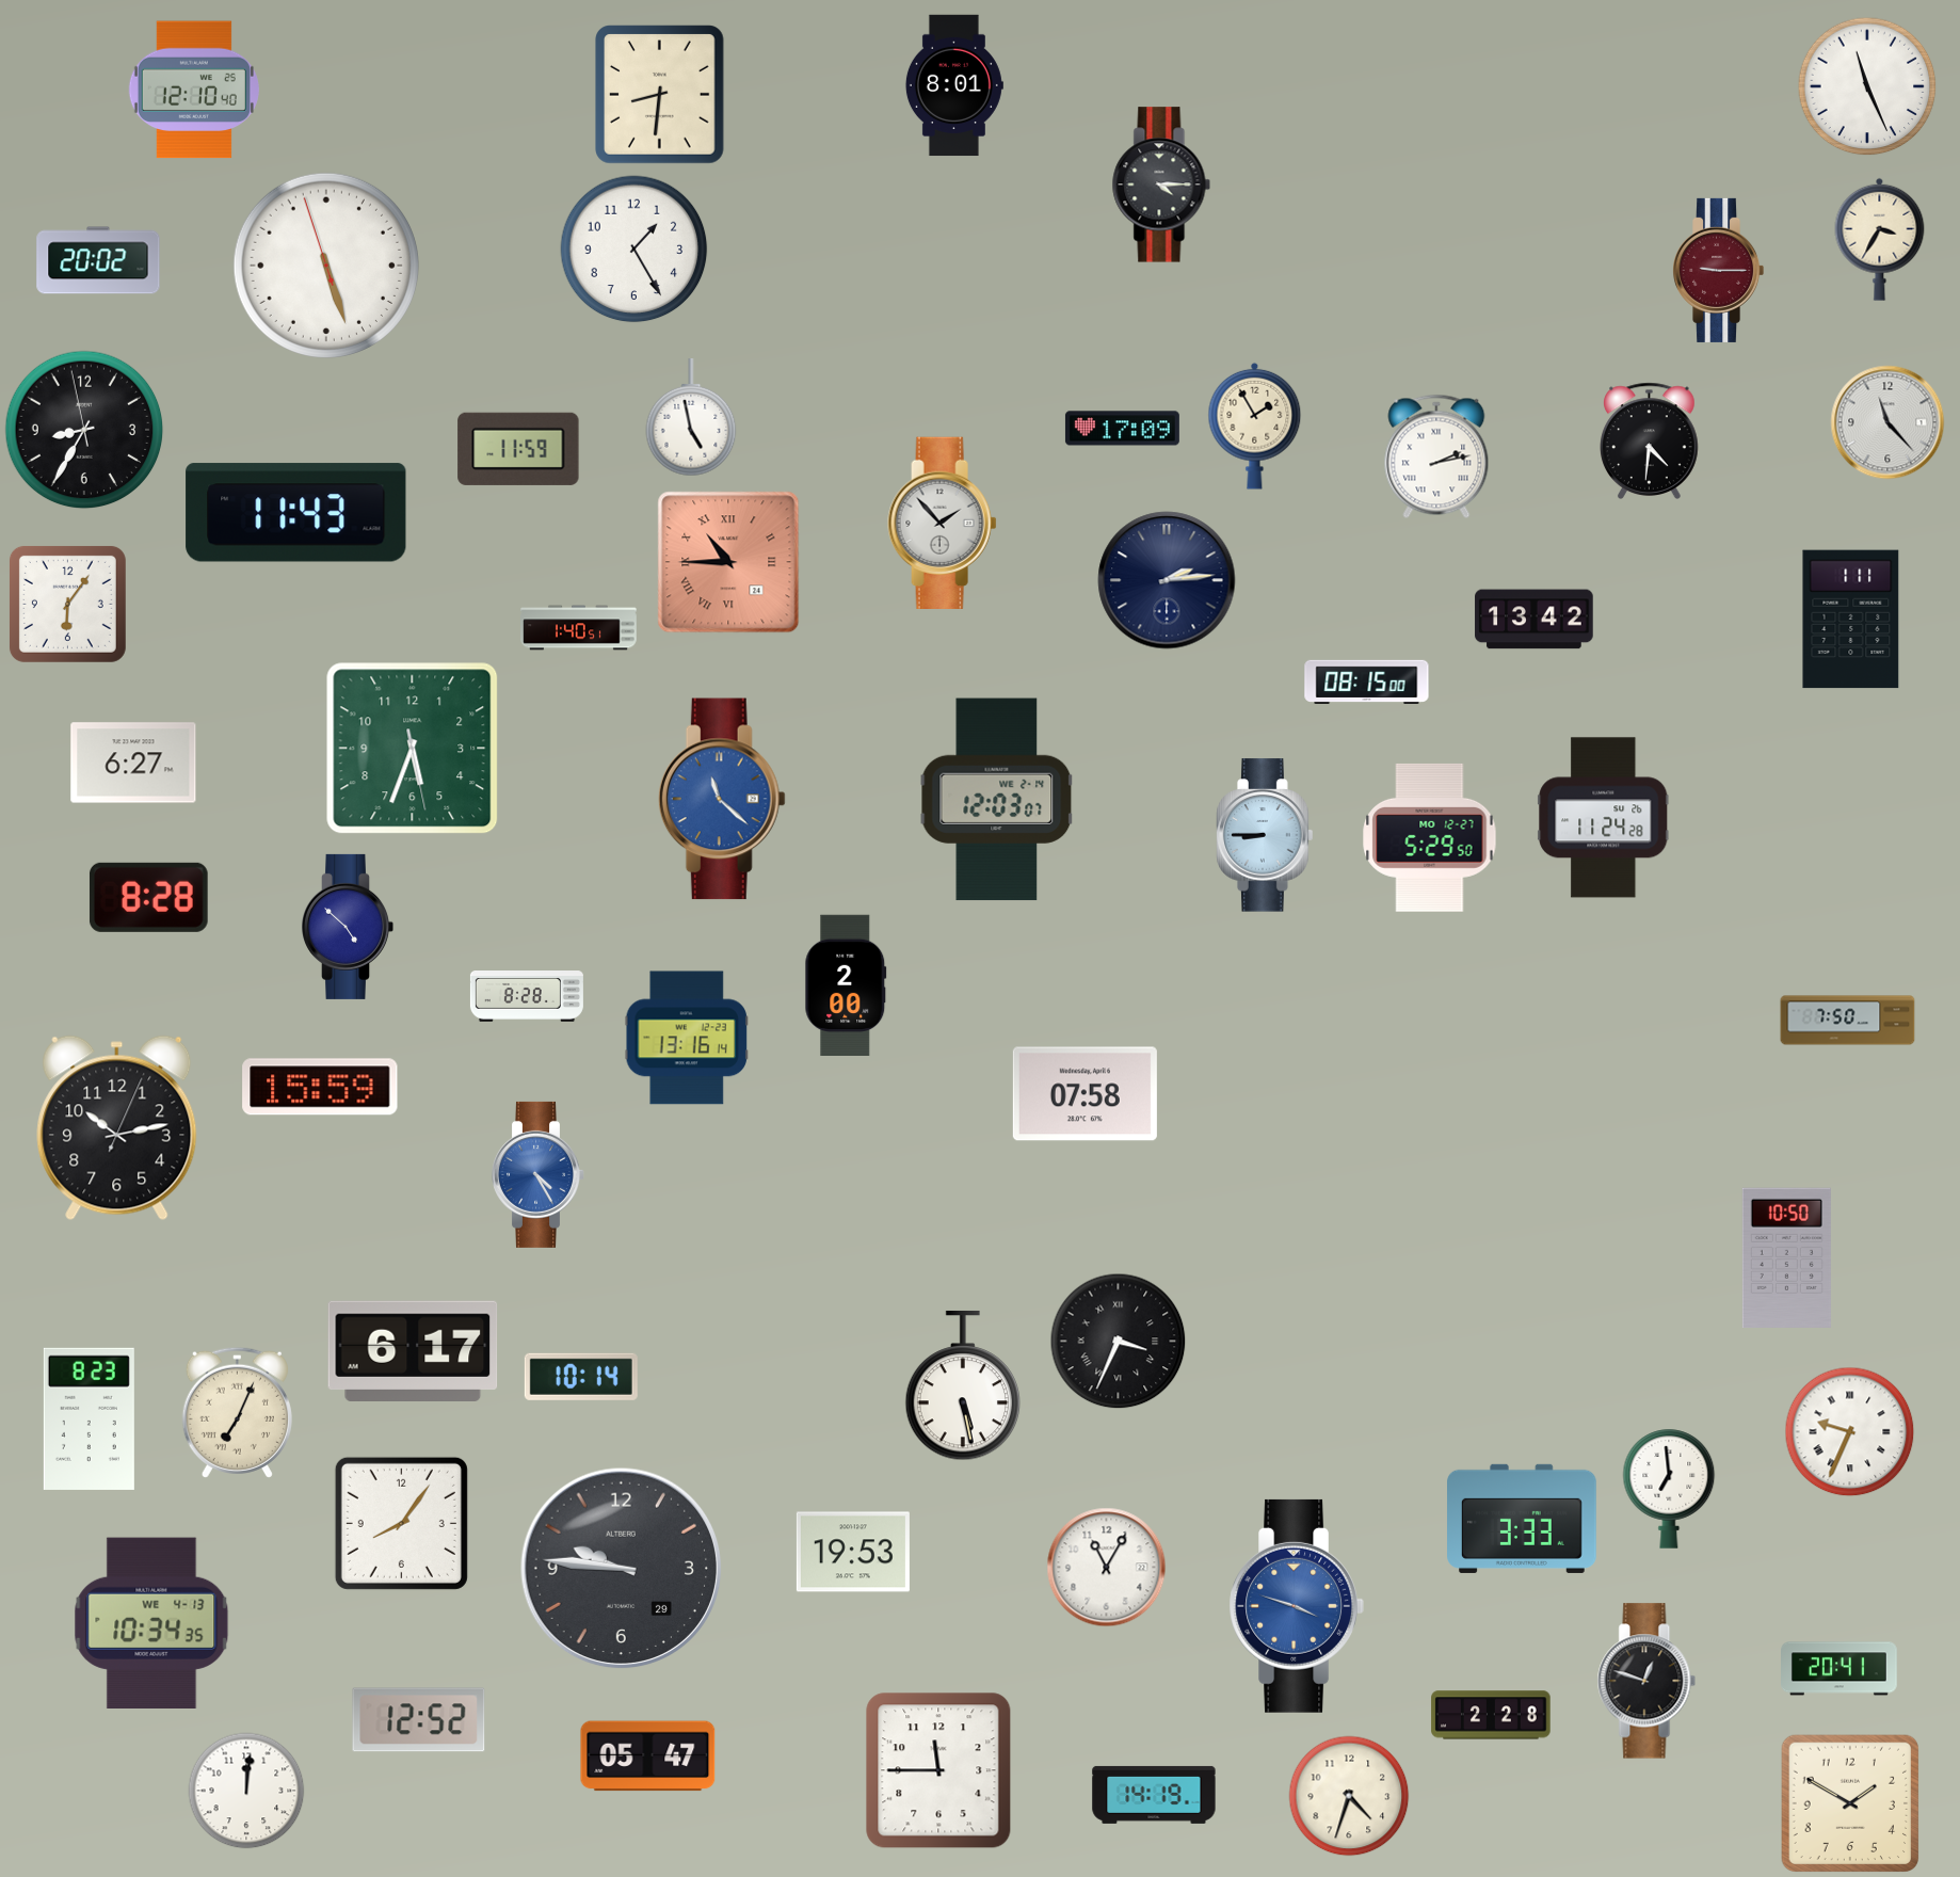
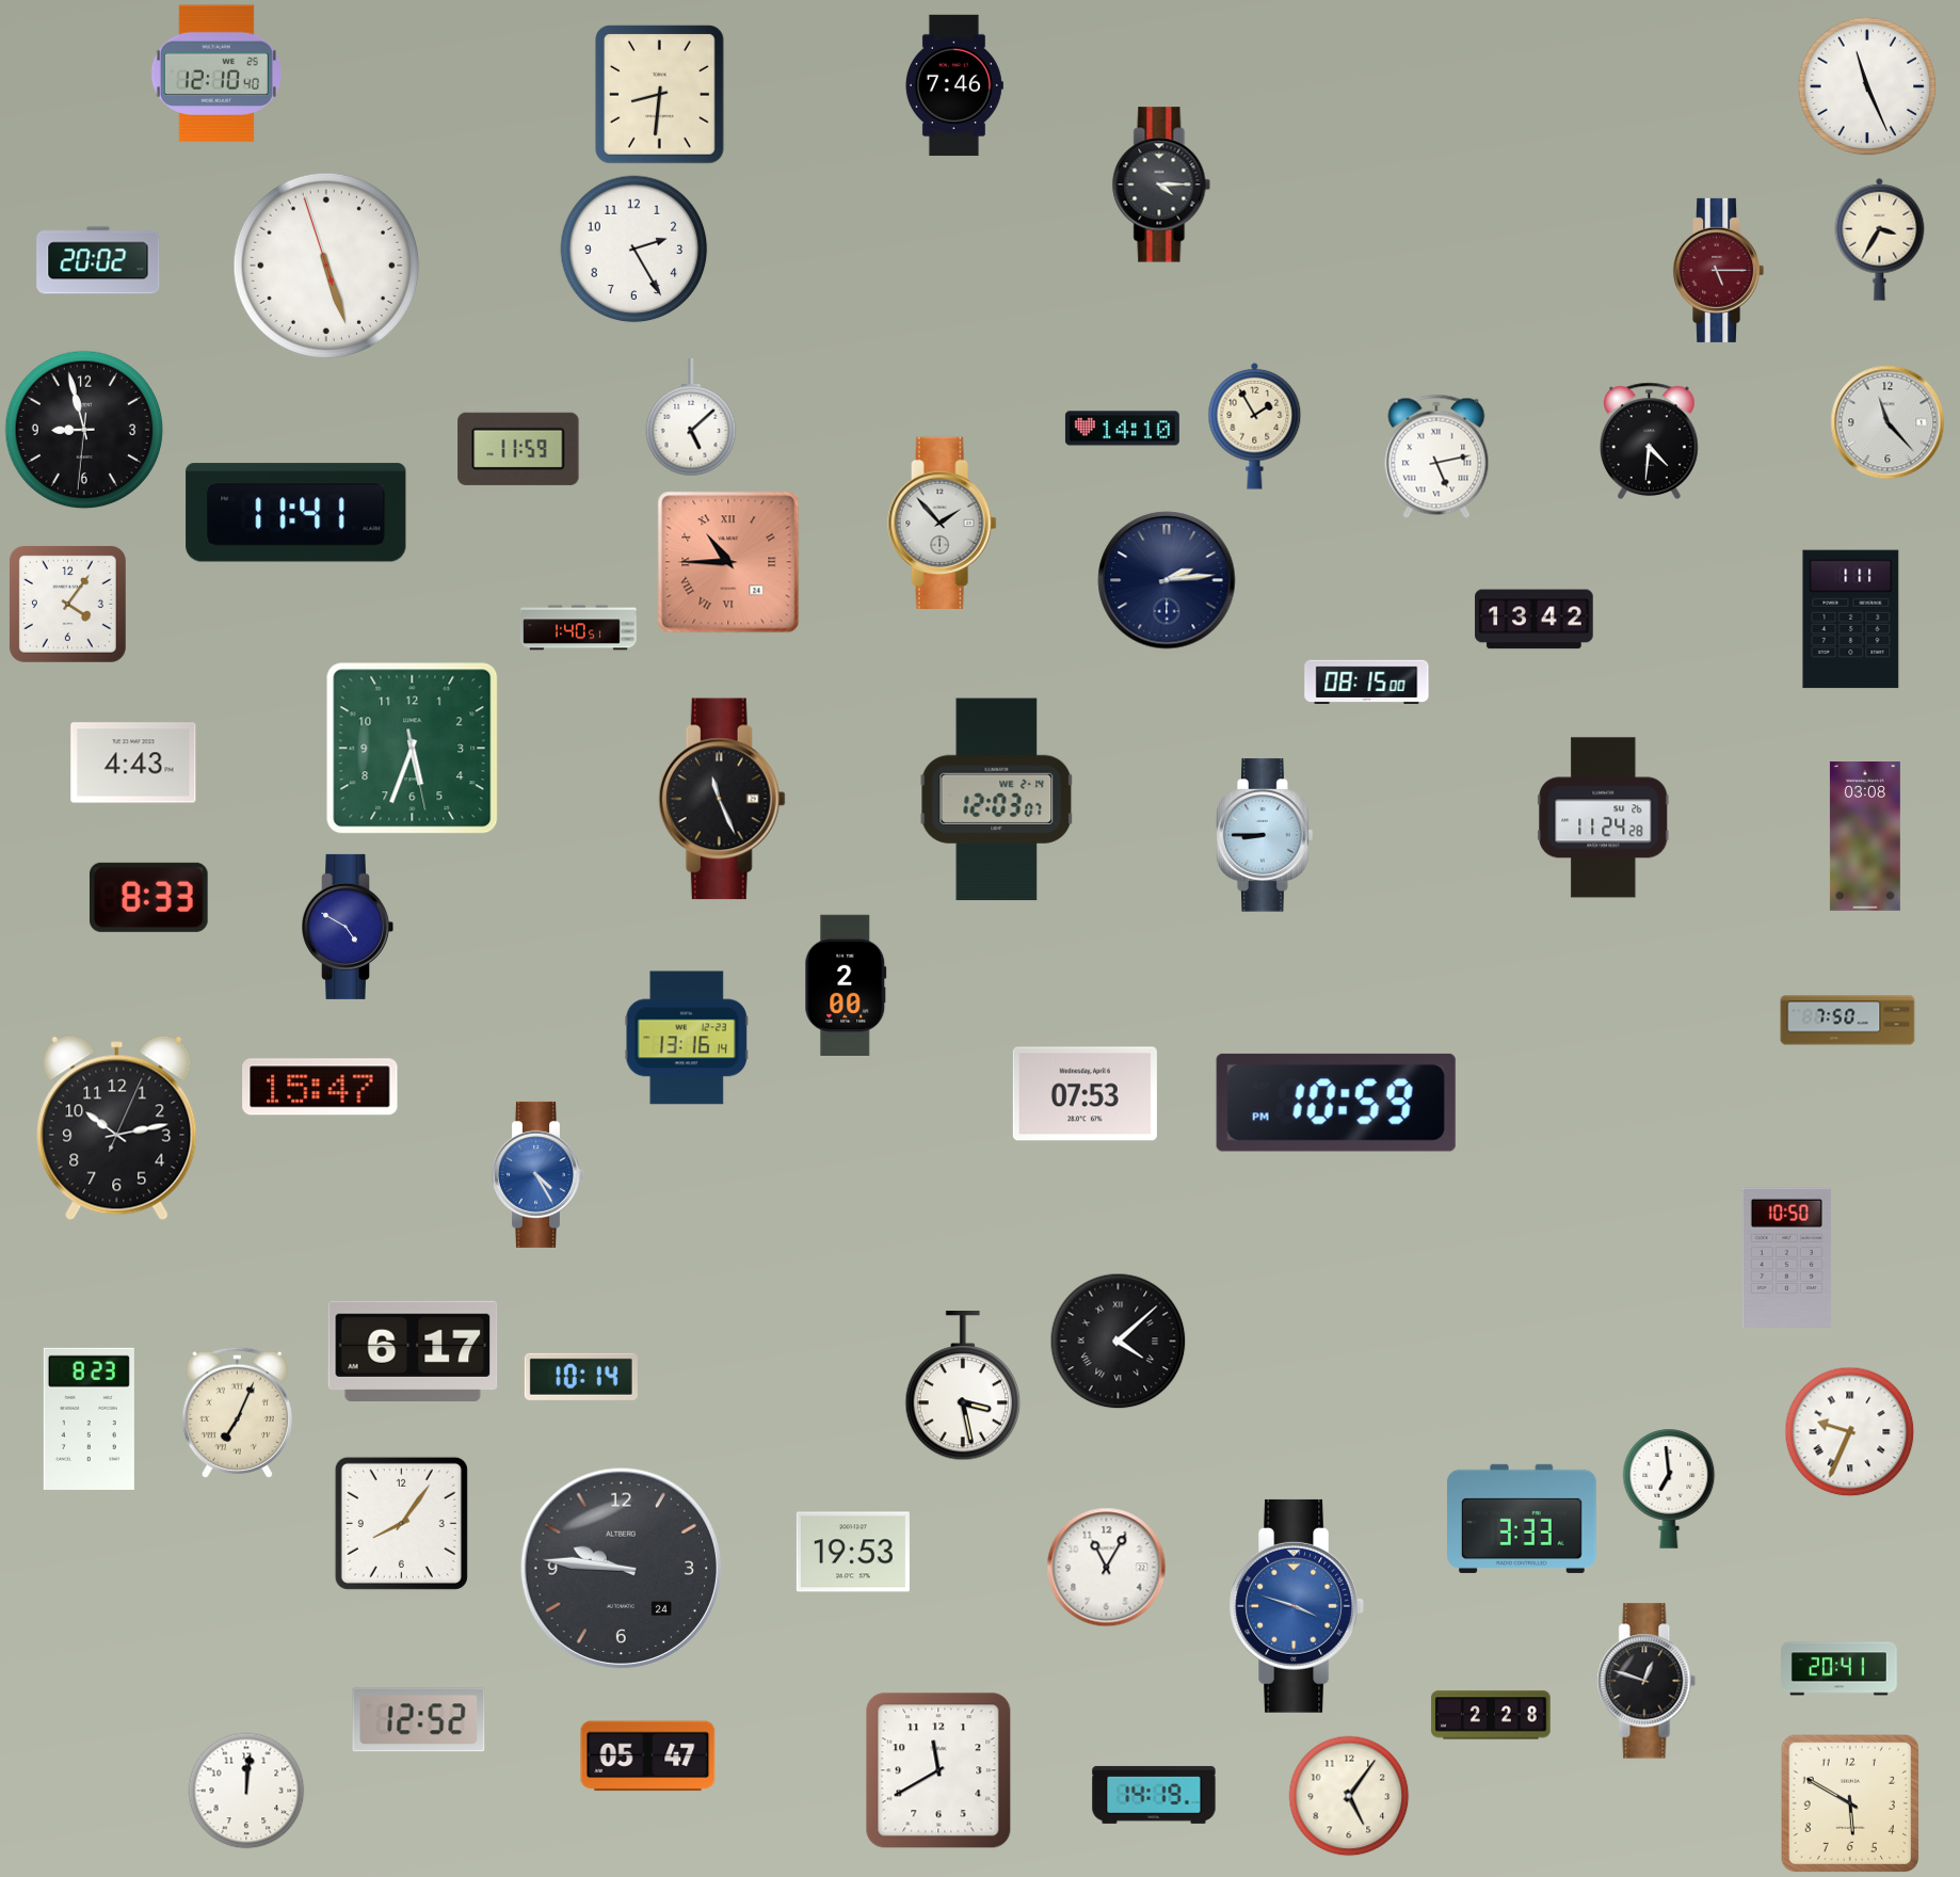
clock at (953, 85): 8:01 -> 7:46
clock at (194, 90) position: (194, 90) -> (216, 74)
clock at (634, 250): 1:25 -> 2:25
clock at (1719, 270): 9:15 -> 5:15
clock at (691, 418): 4:58 -> 5:08
clock at (1122, 429): 17:09 -> 14:10
clock at (84, 430): 8:34 -> 8:57
clock at (1436, 456): 2:13 -> 5:13
clock at (296, 513): 11:43 -> 11:41
clock at (67, 604): 6:06 -> 4:06
clock at (133, 763): 6:27 -> 4:43
clock at (722, 799): 11:22 -> 11:26
clock at (722, 799) dial: blue -> black
clock at (1430, 837): 5:29 -> none
clock at (1865, 837): none -> 03:08
clock at (148, 897): 8:28 -> 8:33
clock at (348, 927): 4:52 -> 4:50
clock at (527, 997): 8:28 -> none
clock at (320, 1087): 15:59 -> 15:47
clock at (1085, 1094): 07:58 -> 07:53
clock at (1336, 1103): none -> 10:59
clock at (1119, 1342): 3:34 -> 4:08
clock at (963, 1385): 5:28 -> 3:28
clock at (622, 1569) date: 29 -> 24
clock at (151, 1622): 10:34 -> none
clock at (938, 1770): 11:45 -> 11:40
clock at (1349, 1796): 4:33 -> 5:06
clock at (1849, 1802): 1:50 -> 5:50
